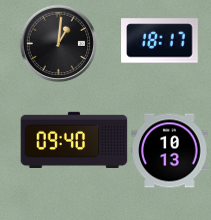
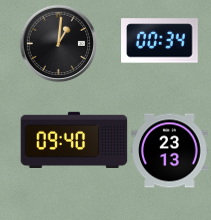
clock at (160, 41): 18:17 -> 00:34
clock at (170, 151): 10:13 -> 23:13
